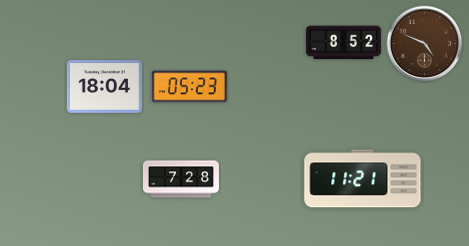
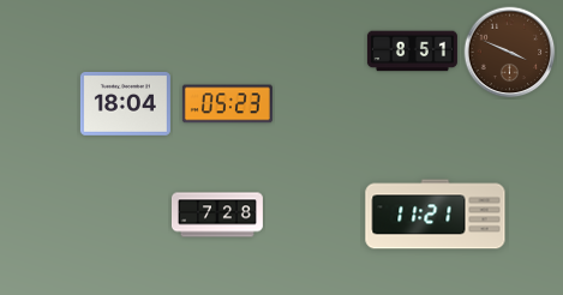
clock at (343, 43): 8:52 -> 8:51
clock at (425, 44): 4:49 -> 3:49
